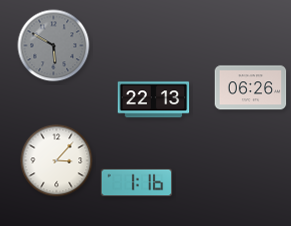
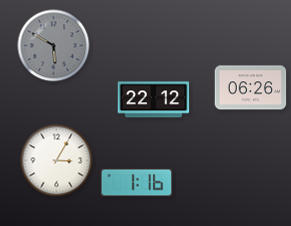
clock at (154, 100): 22:13 -> 22:12
clock at (57, 161): 3:07 -> 3:05
